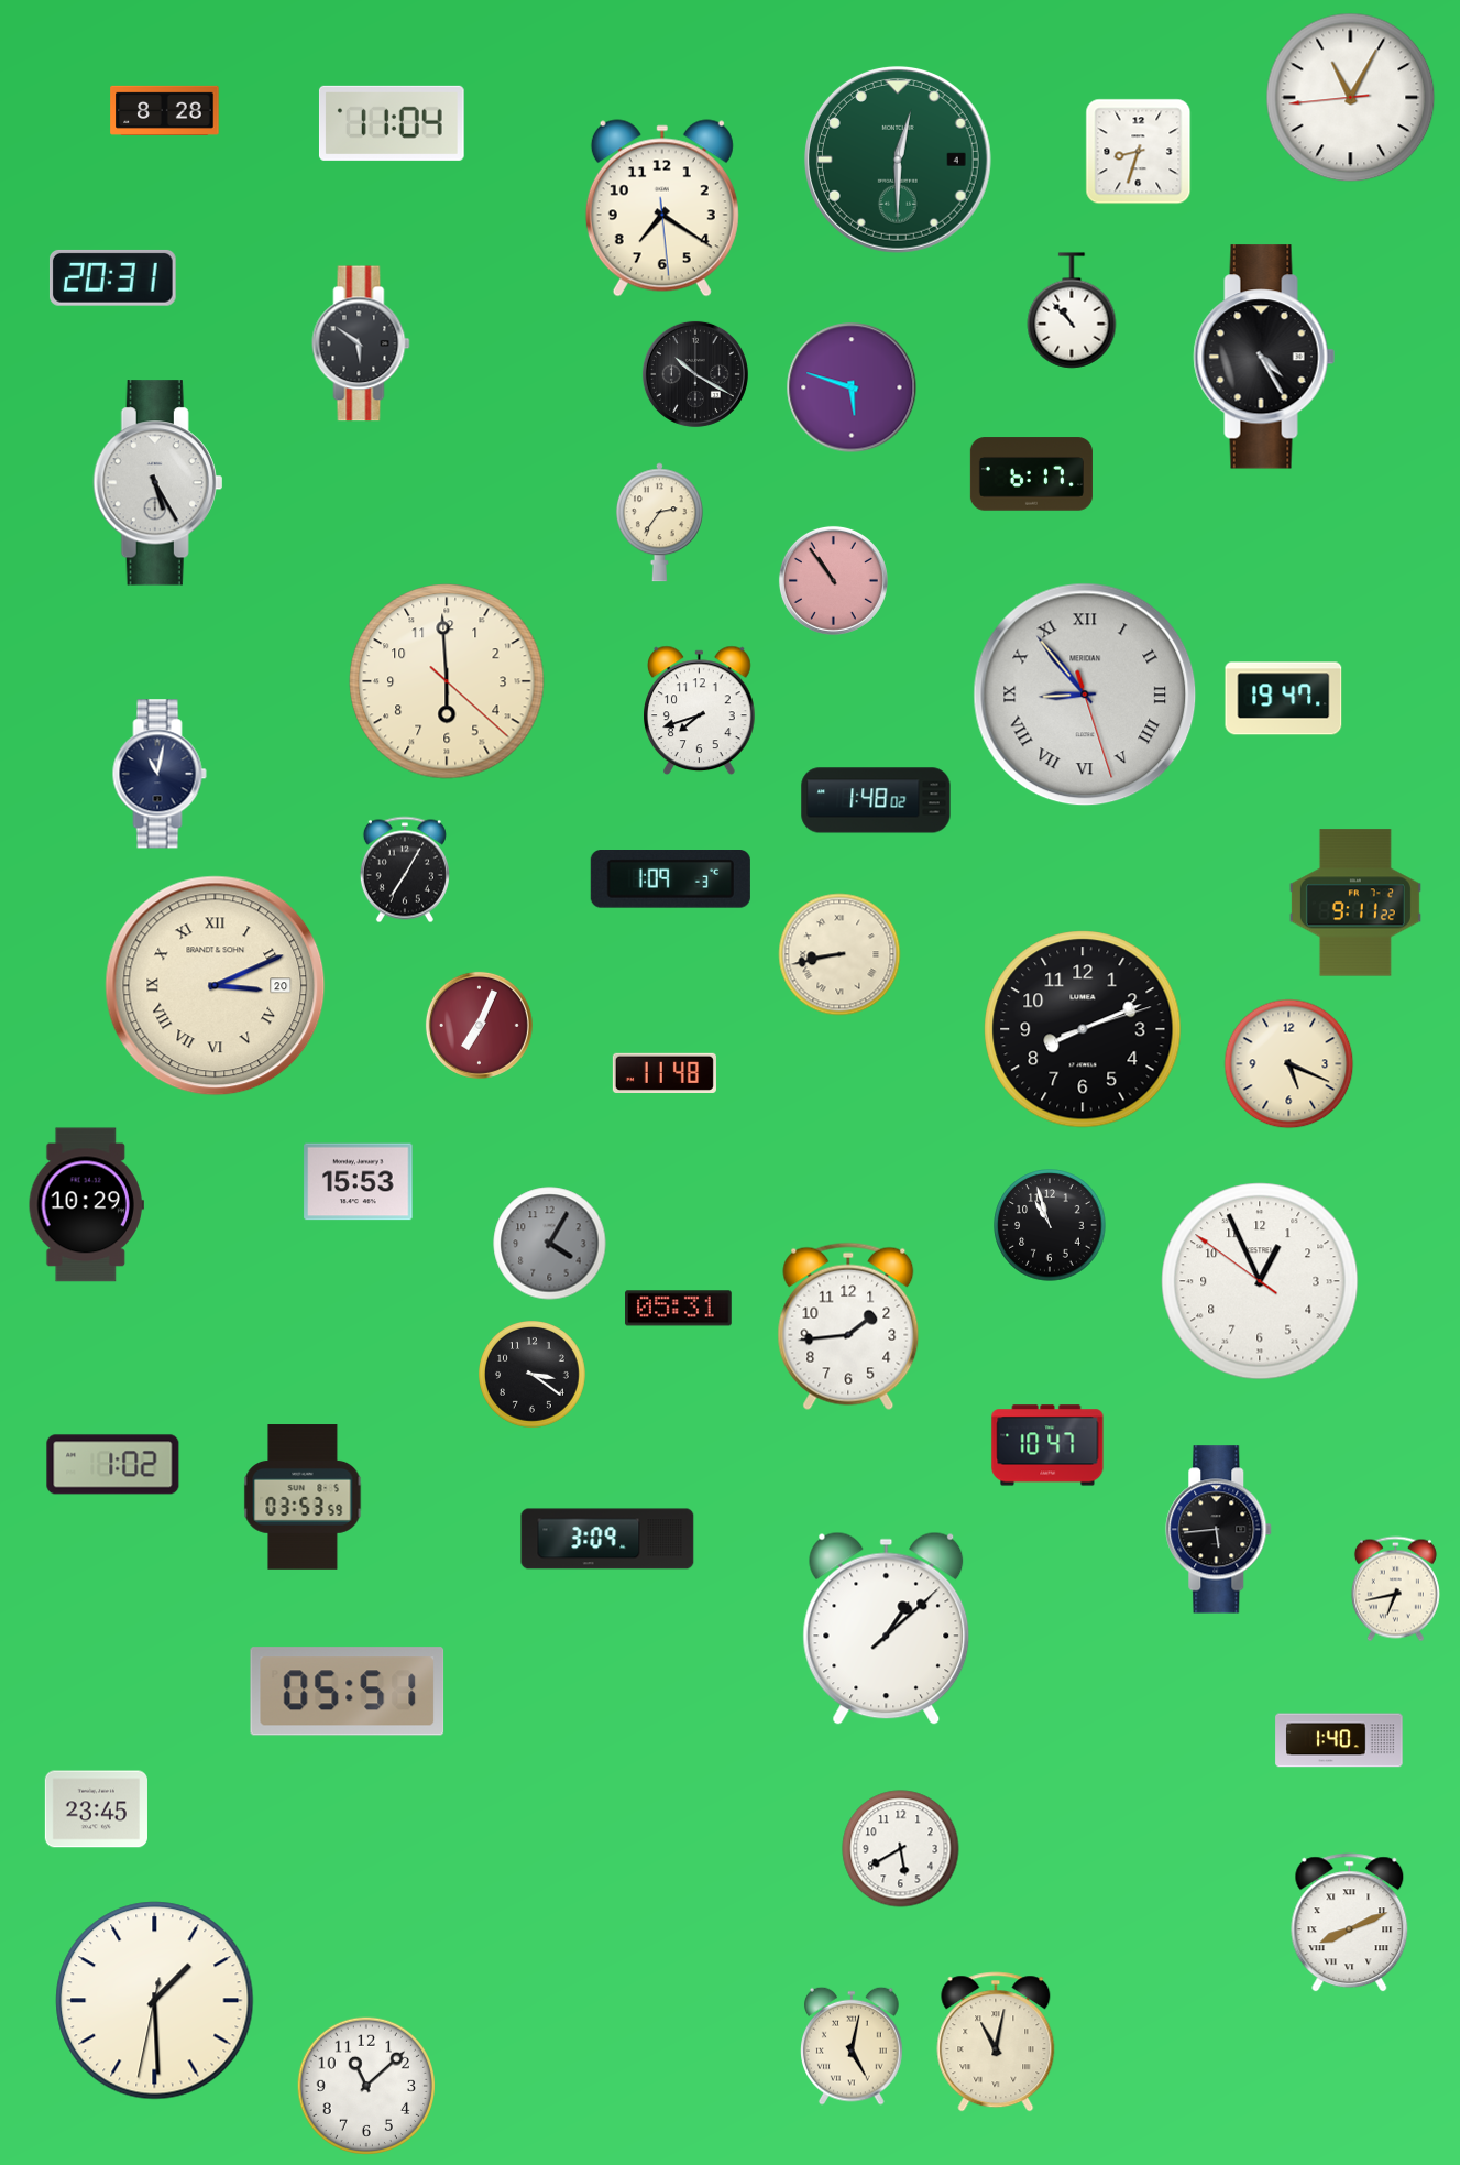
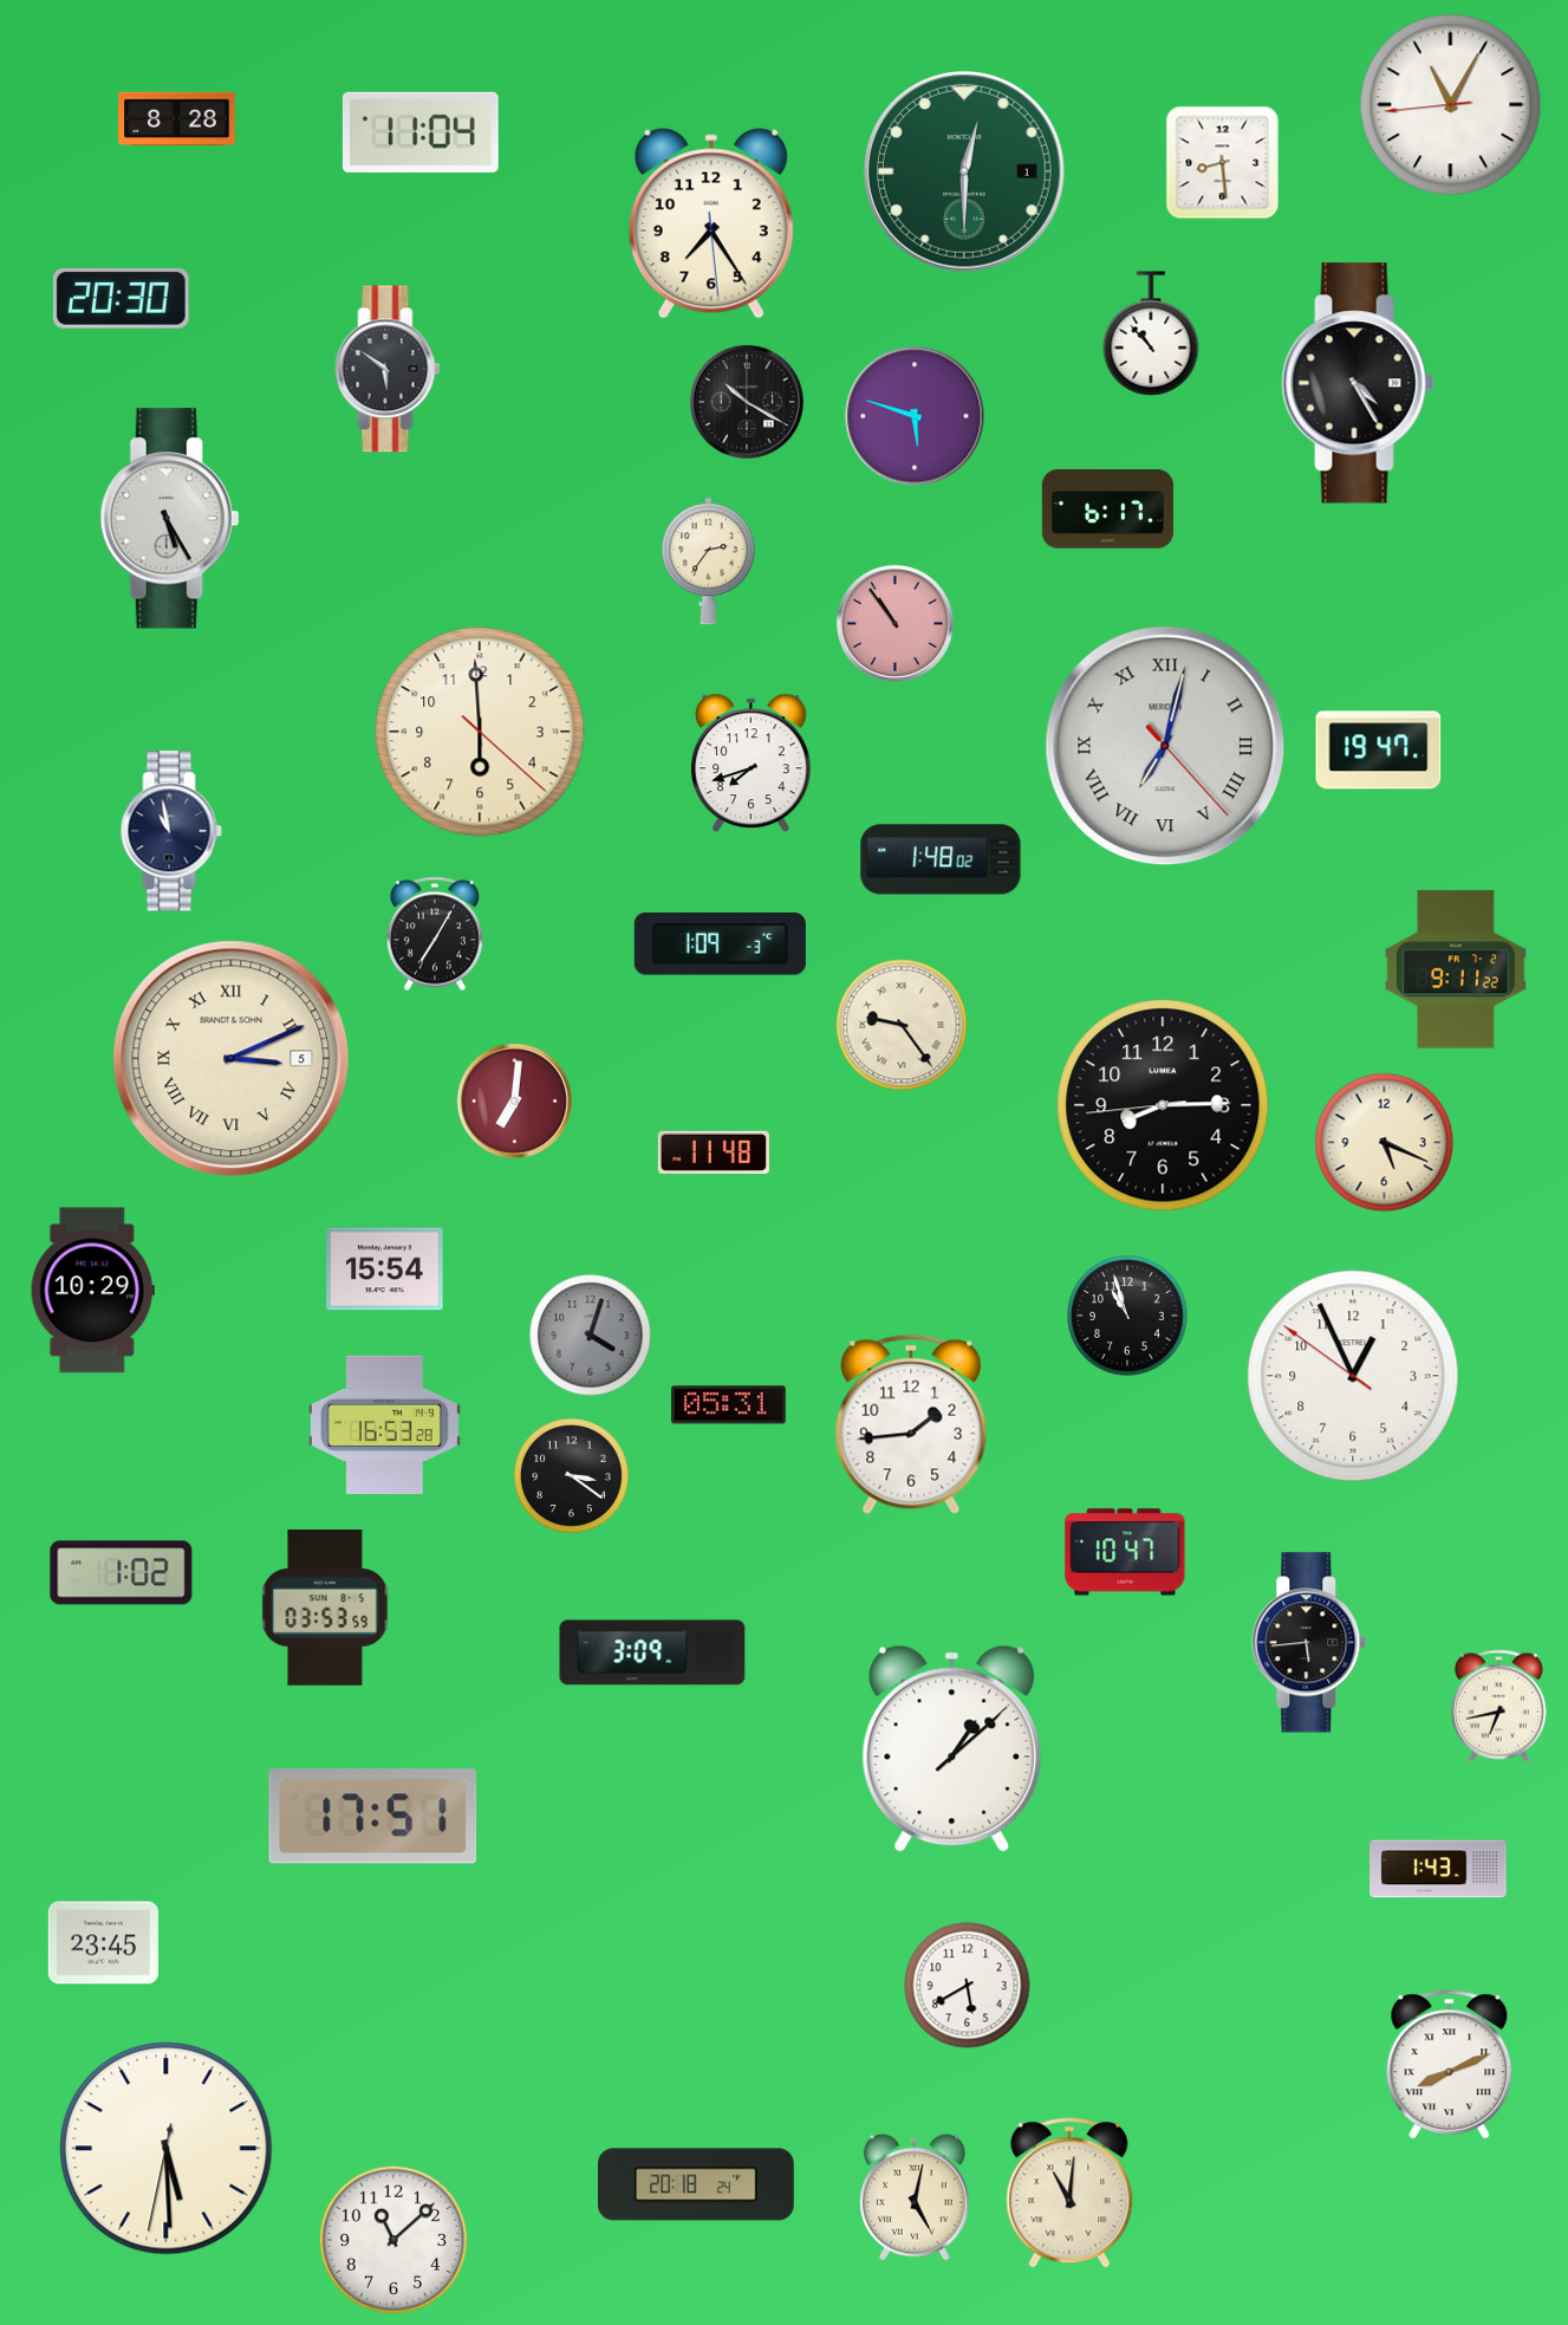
clock at (1139, 152): 8:33 -> 8:29
clock at (898, 160) date: 4 -> 1
clock at (662, 208): 7:20 -> 7:24
clock at (112, 277): 20:31 -> 20:30
clock at (1085, 695): 8:53 -> 7:02
clock at (160, 774): 11:02 -> 10:58
clock at (839, 954): 8:43 -> 9:24
clock at (216, 986) date: 20 -> 5
clock at (479, 1025): 7:04 -> 7:01
clock at (1083, 1029): 8:11 -> 8:14
clock at (359, 1182): 15:53 -> 15:54
clock at (86, 1205) position: (86, 1205) -> (92, 1291)
clock at (550, 1244): 4:05 -> 4:03
clock at (384, 1424): none -> 16:53
clock at (348, 1692): 05:51 -> 17:51
clock at (1339, 1740): 1:40 -> 1:43
clock at (155, 2001): 1:29 -> 5:29
clock at (697, 2184): none -> 20:18
clock at (996, 2042): 11:02 -> 11:01
